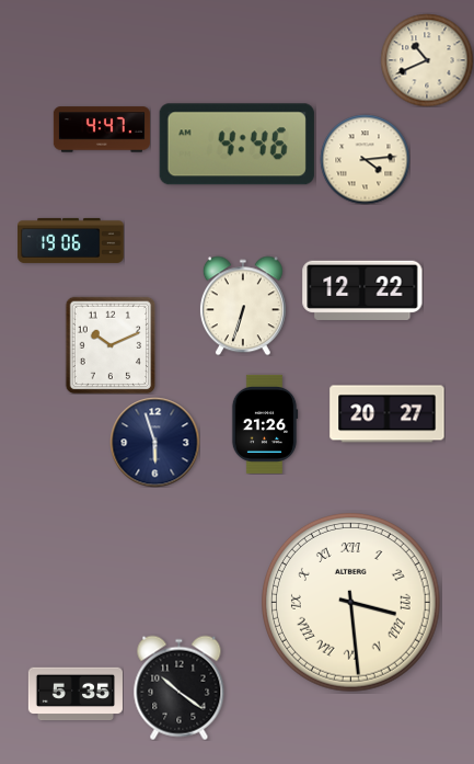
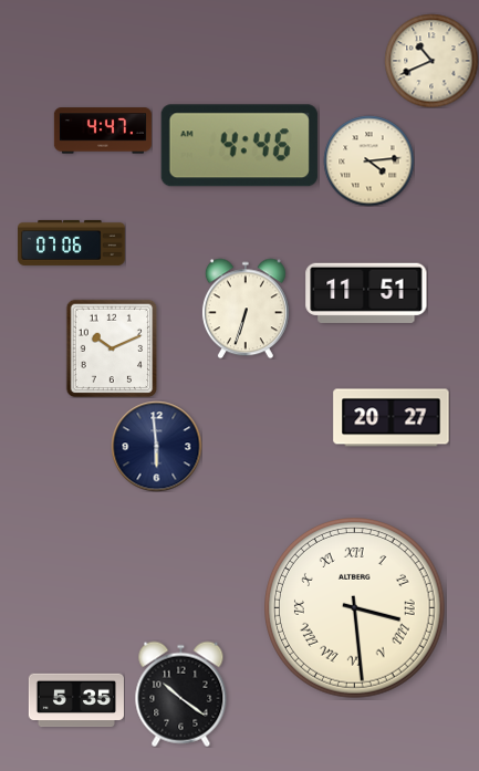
clock at (71, 240): 19:06 -> 07:06
clock at (362, 289): 12:22 -> 11:51
clock at (265, 424): 21:26 -> none
clock at (154, 442): 5:57 -> 5:59
